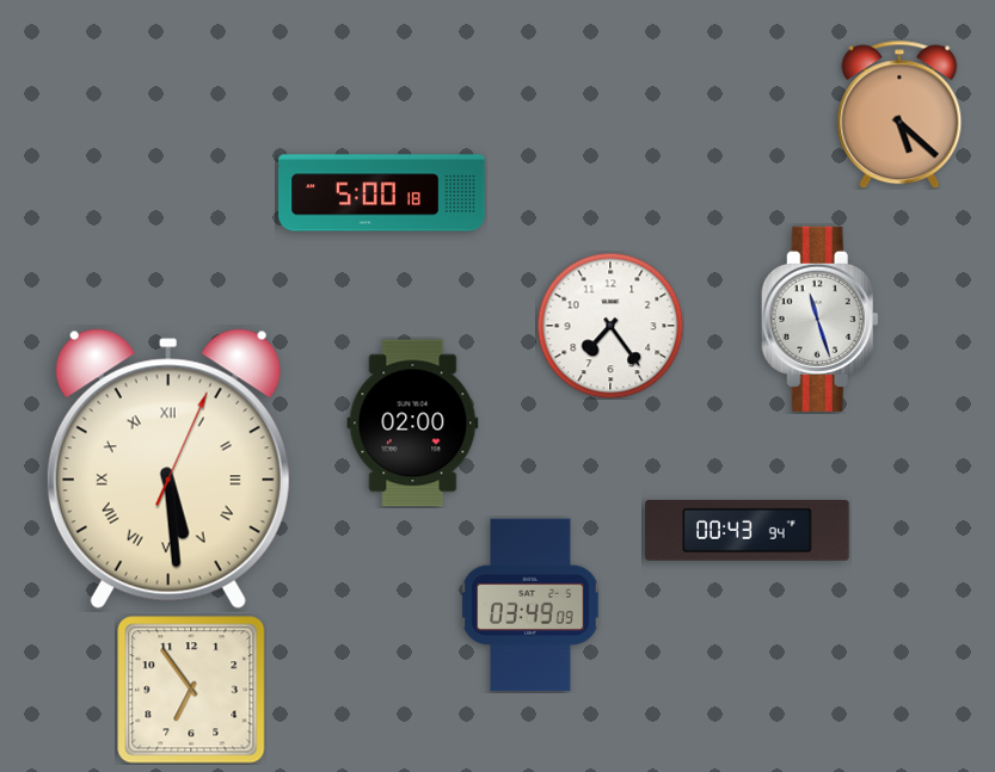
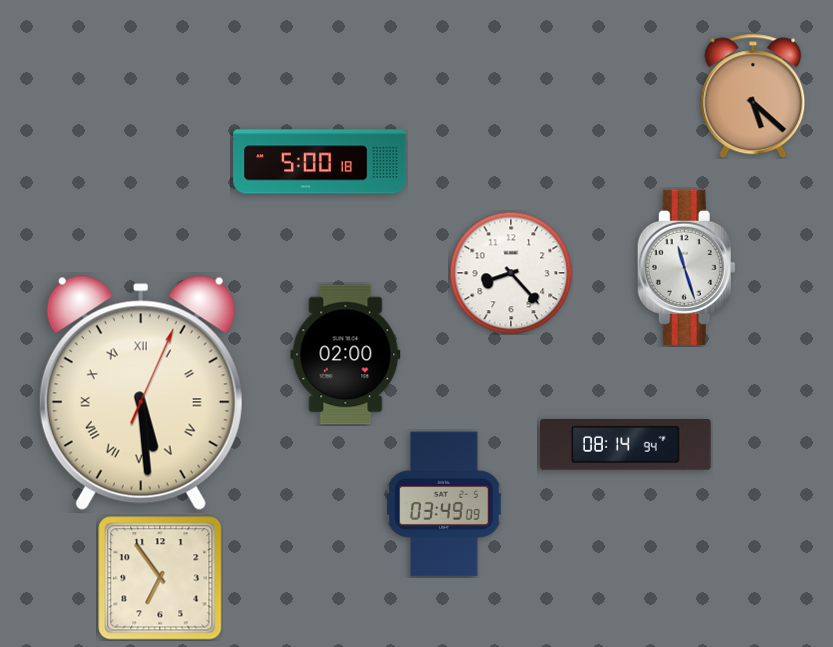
clock at (610, 326): 7:24 -> 8:23
clock at (748, 531): 00:43 -> 08:14
clock at (530, 605) position: (530, 605) -> (444, 504)
